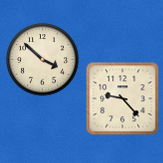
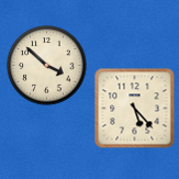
clock at (123, 99): 9:23 -> 5:23
